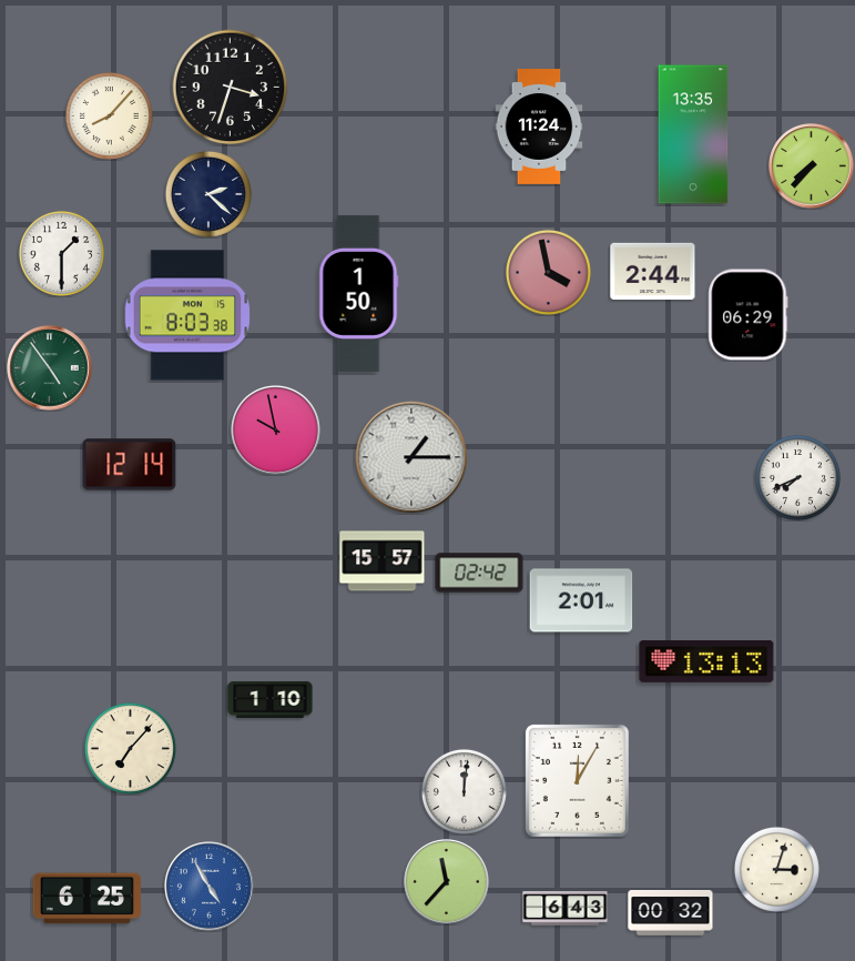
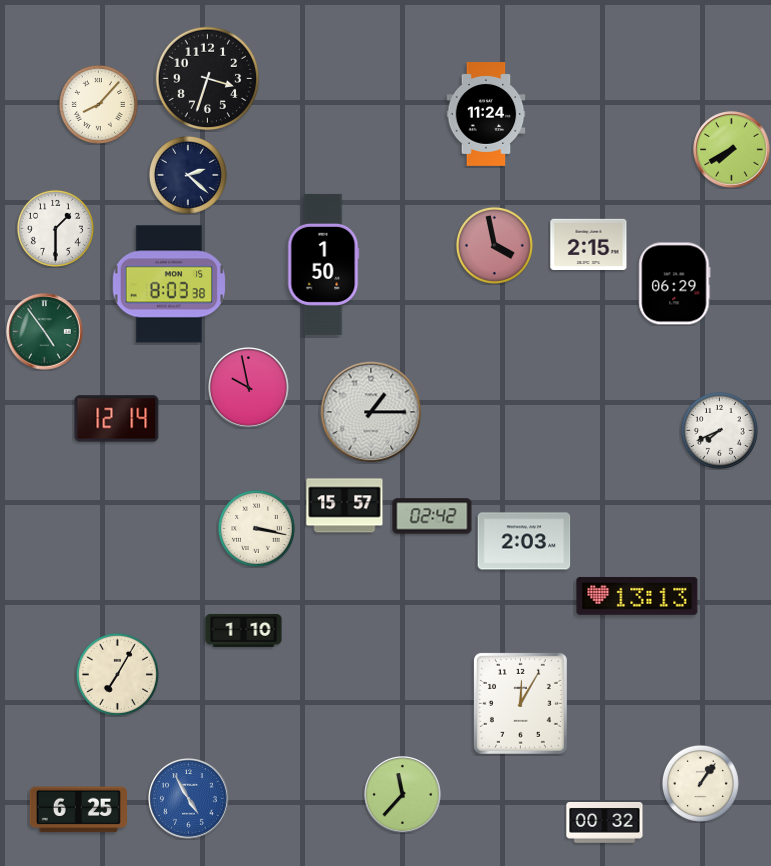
clock at (693, 134): 13:35 -> none
clock at (812, 166): 7:37 -> 7:40
clock at (653, 271): 2:44 -> 2:15
clock at (256, 528): none -> 3:17
clock at (581, 600): 2:01 -> 2:03
clock at (130, 748): 7:07 -> 7:05
clock at (464, 791): 12:01 -> none
clock at (776, 869): 3:03 -> 1:06
clock at (566, 909): 6:43 -> none
